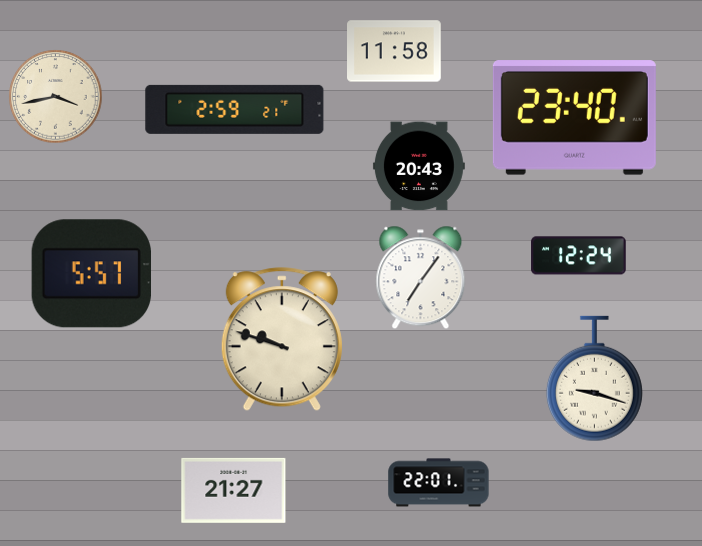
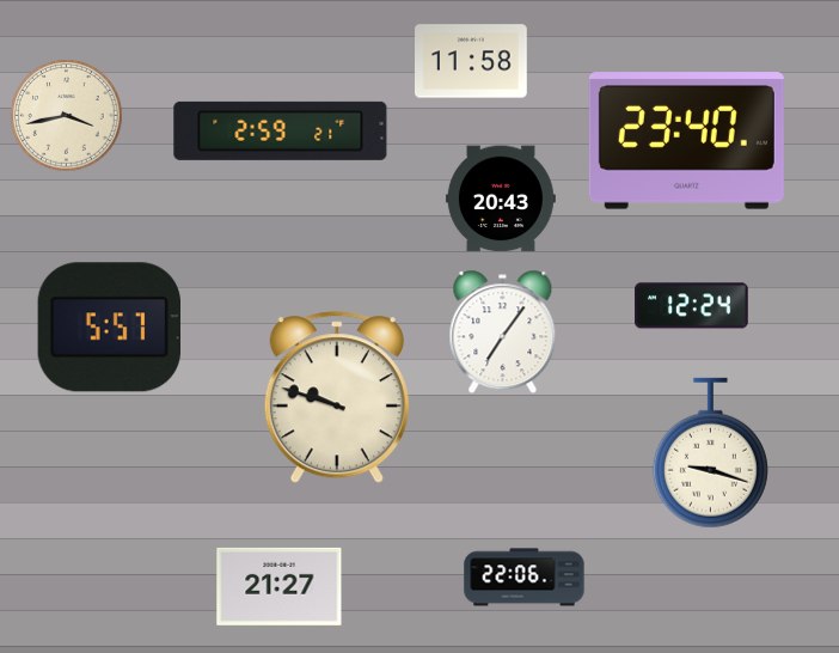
clock at (282, 340) position: (282, 340) -> (337, 398)
clock at (439, 483): 22:01 -> 22:06
